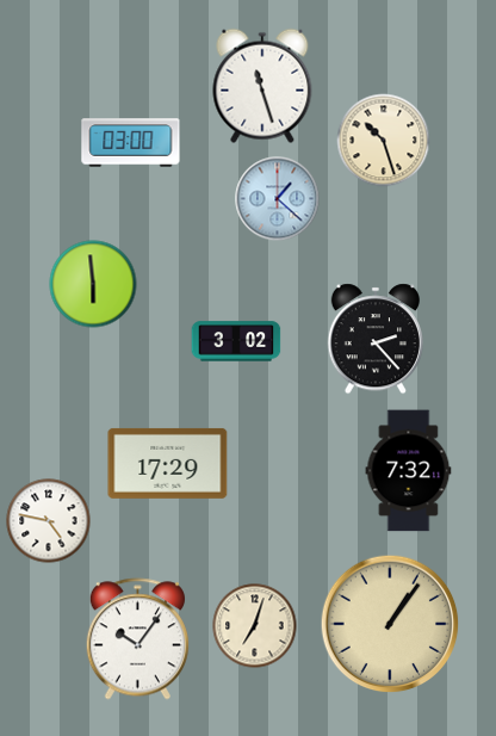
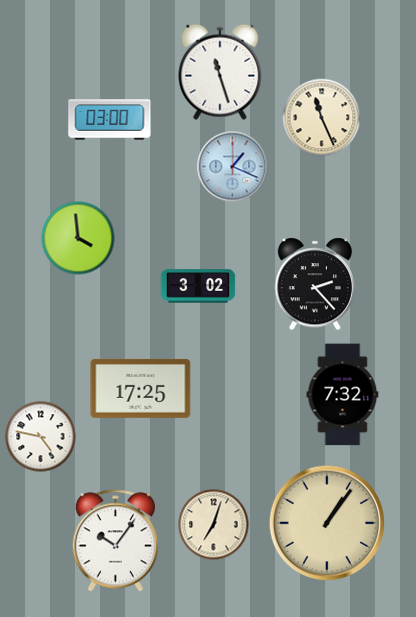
clock at (384, 141): 10:27 -> 11:26
clock at (278, 199): 1:22 -> 1:19
clock at (93, 284): 5:59 -> 3:59
clock at (168, 463): 17:29 -> 17:25
clock at (137, 639) position: (137, 639) -> (115, 541)
